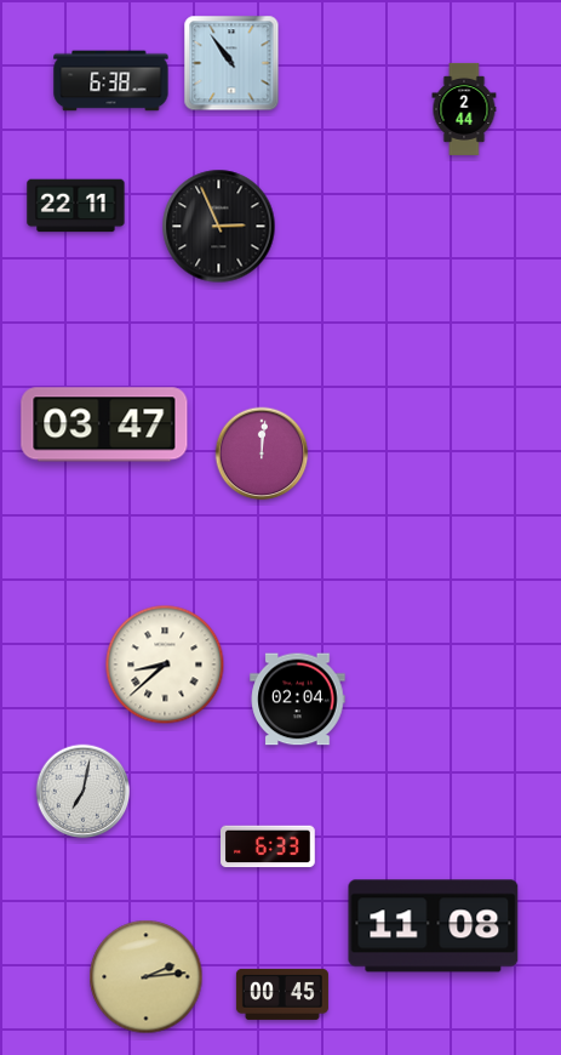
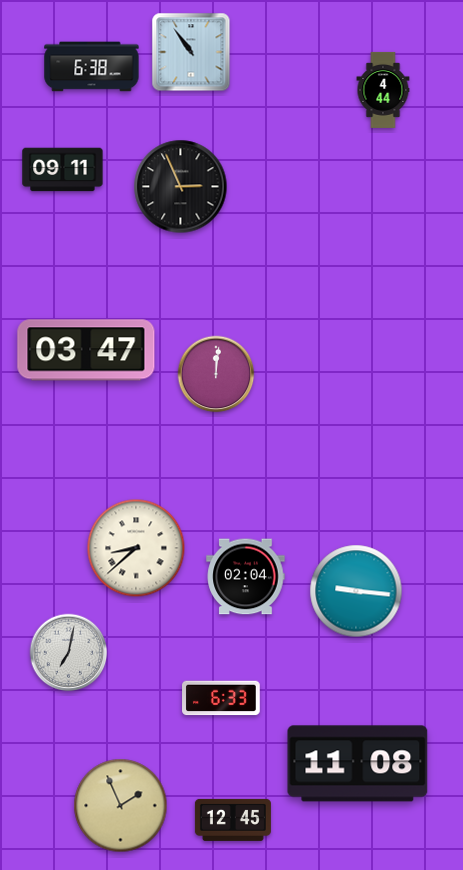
clock at (464, 109): 2:44 -> 4:44
clock at (76, 206): 22:11 -> 09:11
clock at (356, 591): none -> 9:16
clock at (147, 977): 2:14 -> 1:56
clock at (282, 994): 00:45 -> 12:45
